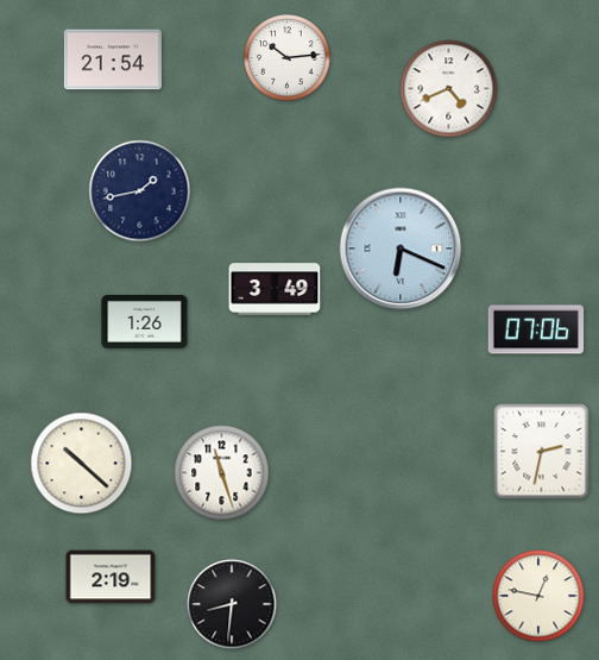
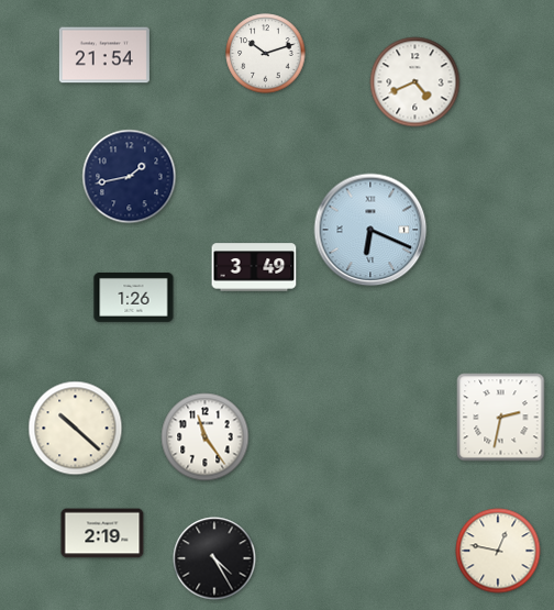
clock at (288, 58): 10:14 -> 10:12
clock at (536, 329): 07:06 -> none
clock at (222, 473): 11:27 -> 11:24
clock at (232, 604): 8:31 -> 4:25
